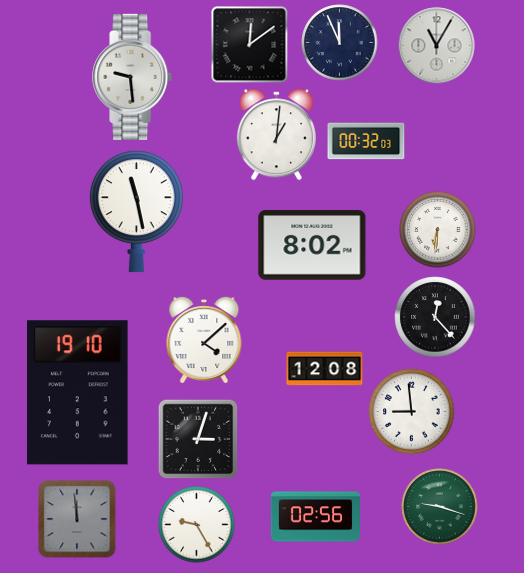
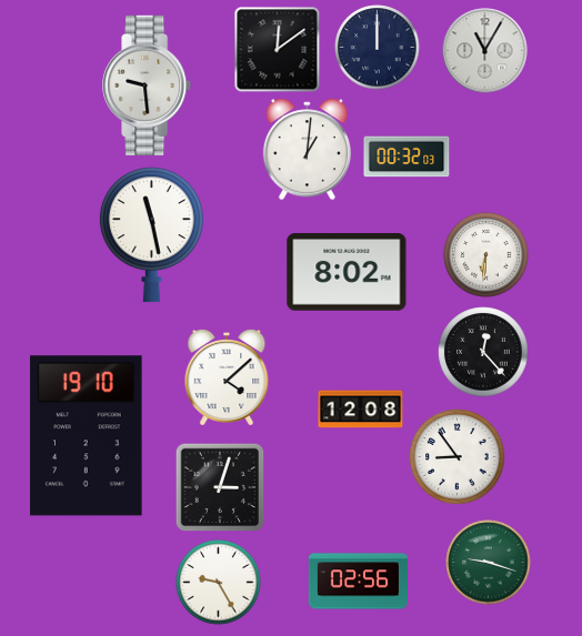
clock at (340, 43): 11:56 -> 12:00
clock at (412, 412): 8:59 -> 8:54
clock at (315, 517) position: (315, 517) -> (358, 582)
clock at (77, 519): 11:59 -> none
